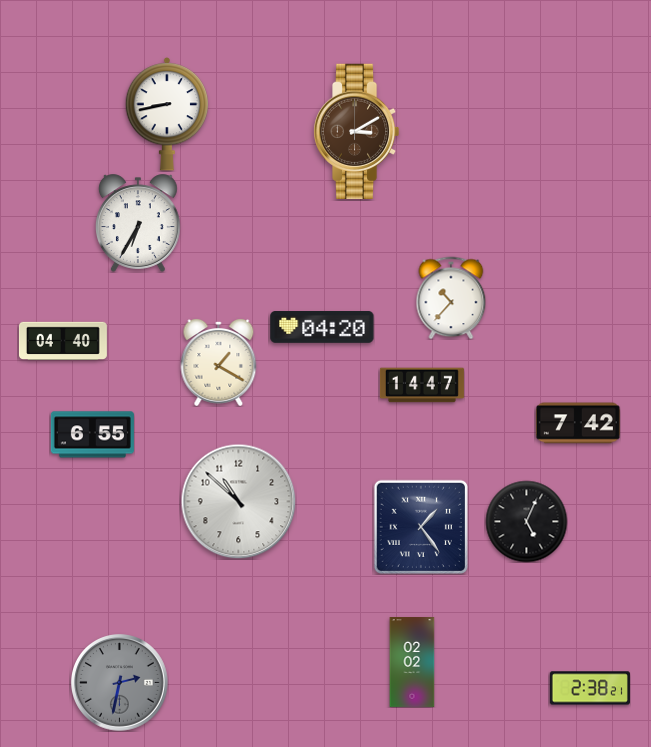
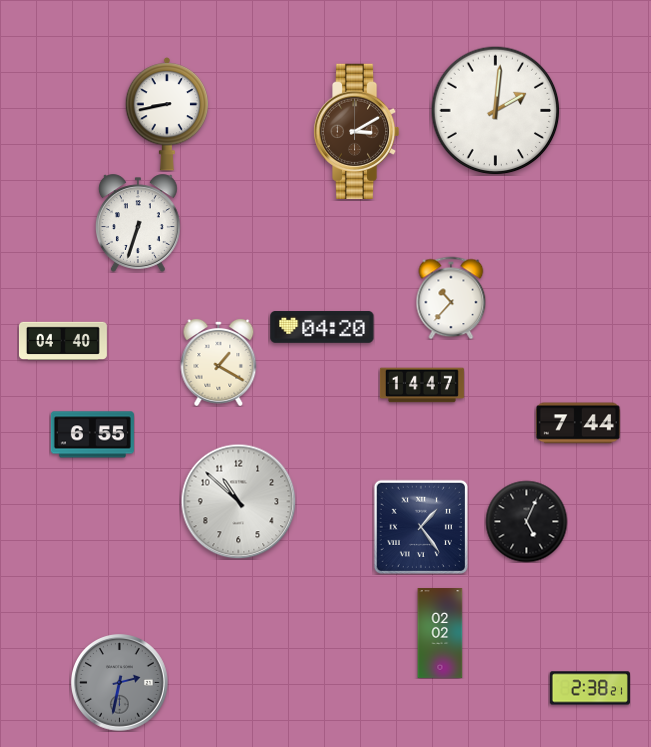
clock at (495, 110): none -> 2:01
clock at (138, 223): 6:35 -> 6:33
clock at (578, 423): 7:42 -> 7:44
clock at (412, 662) position: (412, 662) -> (440, 633)
